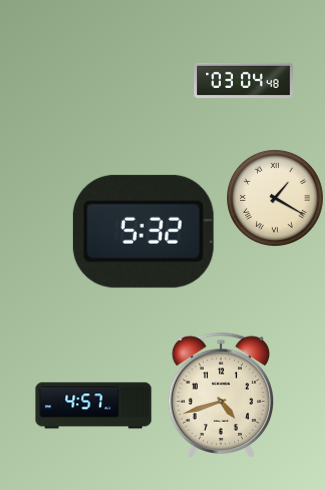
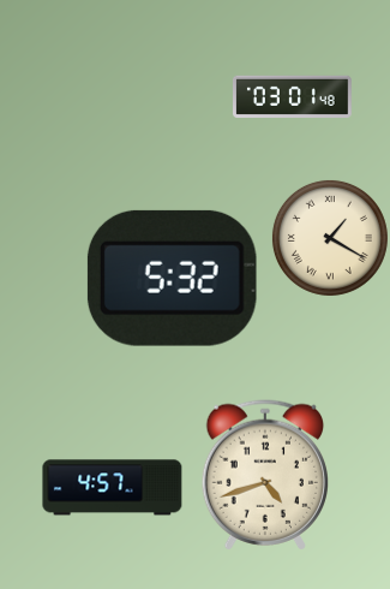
clock at (244, 80): 03:04 -> 03:01
